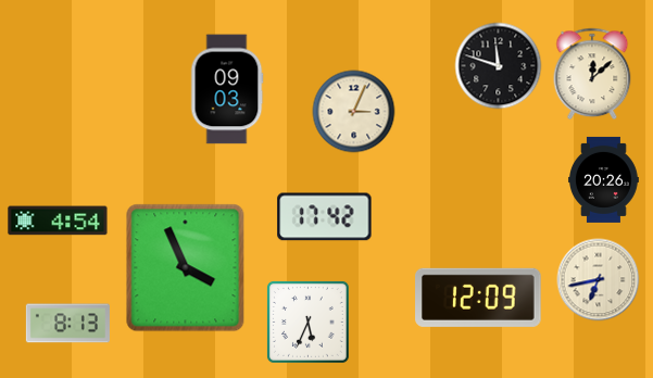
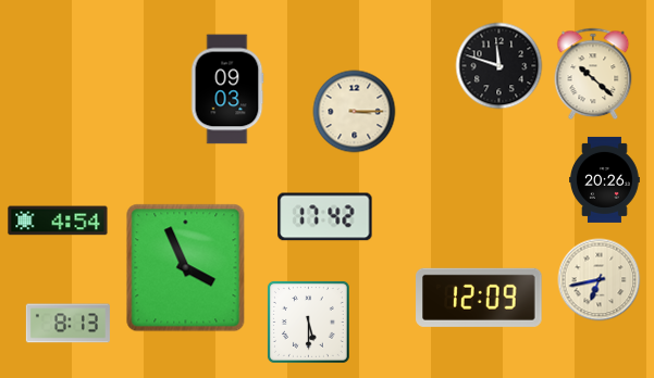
clock at (592, 74): 12:08 -> 10:22
clock at (354, 112): 3:04 -> 3:15
clock at (307, 322): 5:34 -> 5:30
